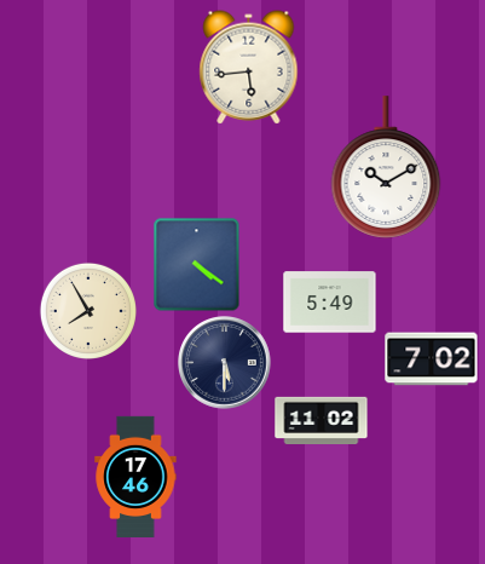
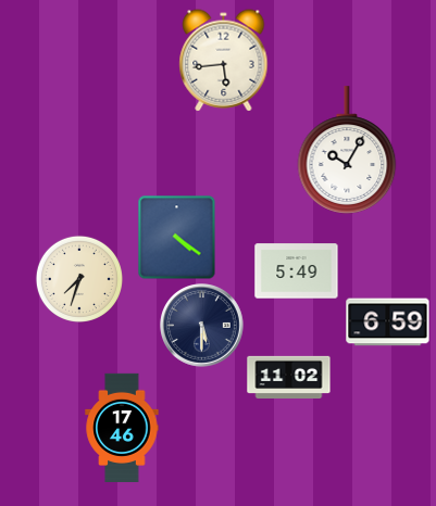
clock at (386, 167): 10:10 -> 10:05
clock at (88, 311): 7:55 -> 7:33
clock at (432, 359): 7:02 -> 6:59
